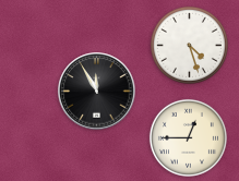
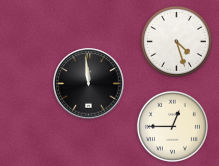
clock at (189, 45) position: (189, 45) -> (176, 41)
clock at (97, 92): 11:55 -> 11:59
